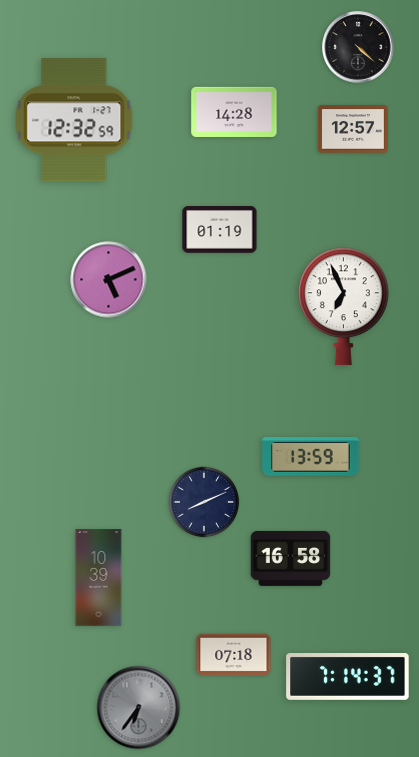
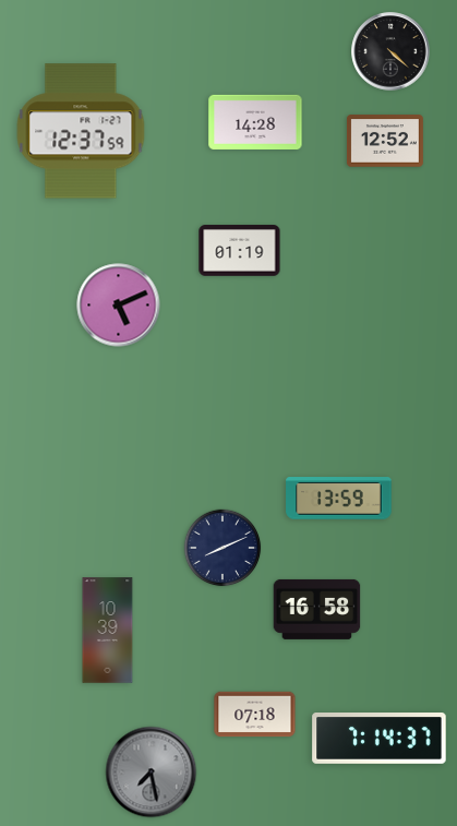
clock at (74, 120): 12:32 -> 12:37
clock at (353, 129): 12:57 -> 12:52
clock at (344, 307): 6:56 -> none
clock at (139, 708): 6:36 -> 7:28
